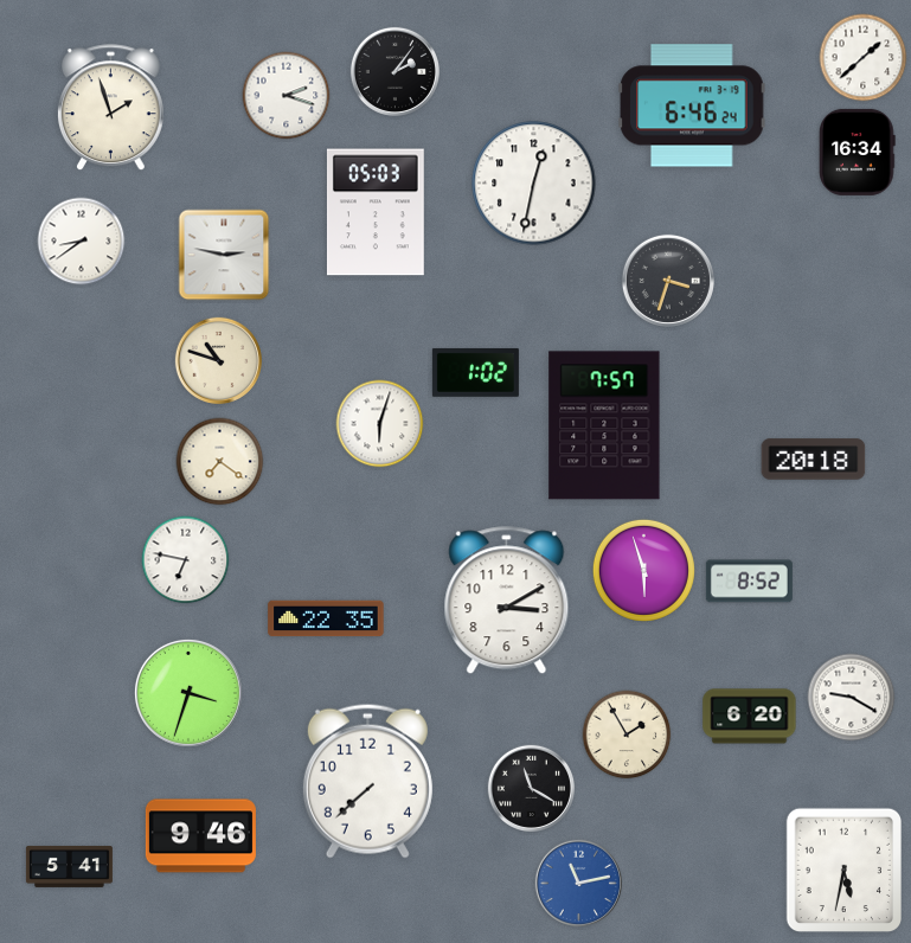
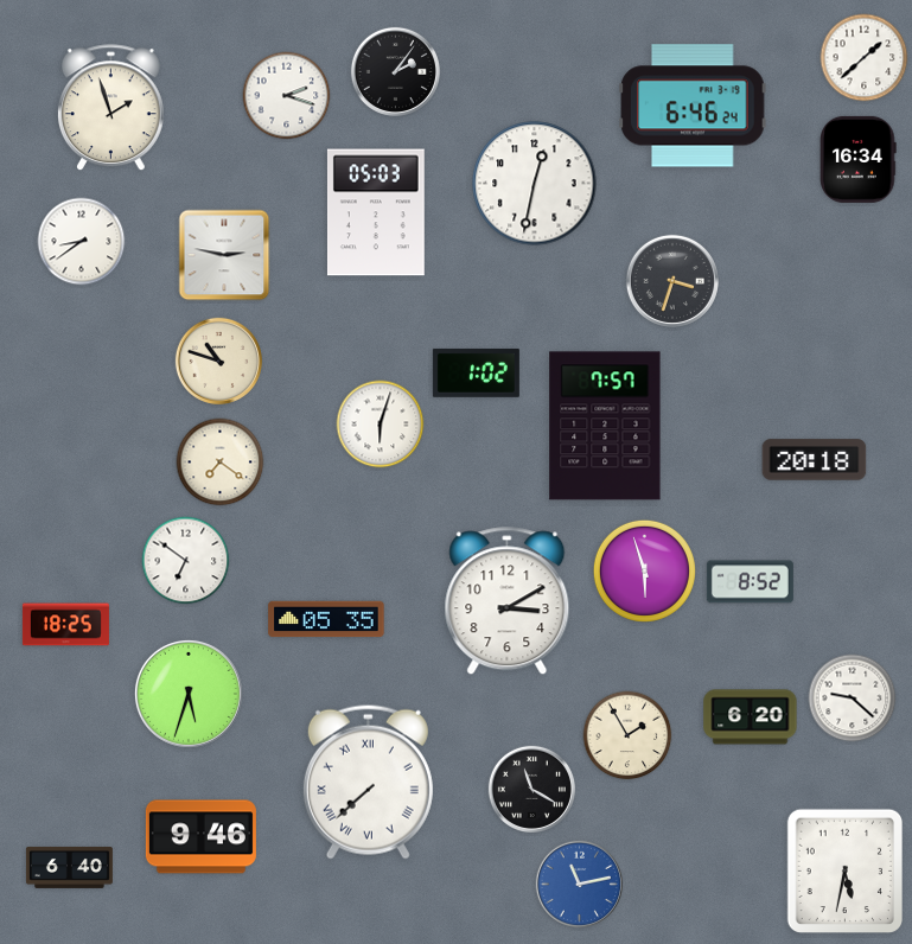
clock at (858, 152) position: (858, 152) -> (859, 159)
clock at (668, 281) position: (668, 281) -> (672, 281)
clock at (186, 560): 6:47 -> 6:51
clock at (326, 618): 22:35 -> 05:35
clock at (65, 625): none -> 18:25
clock at (188, 693): 3:33 -> 5:33
clock at (852, 698): 9:20 -> 9:22
clock at (367, 781) numerals: Arabic -> Roman
clock at (69, 866): 5:41 -> 6:40
